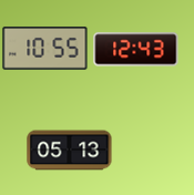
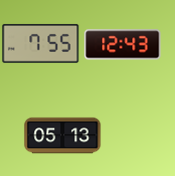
clock at (45, 48): 10:55 -> 7:55
